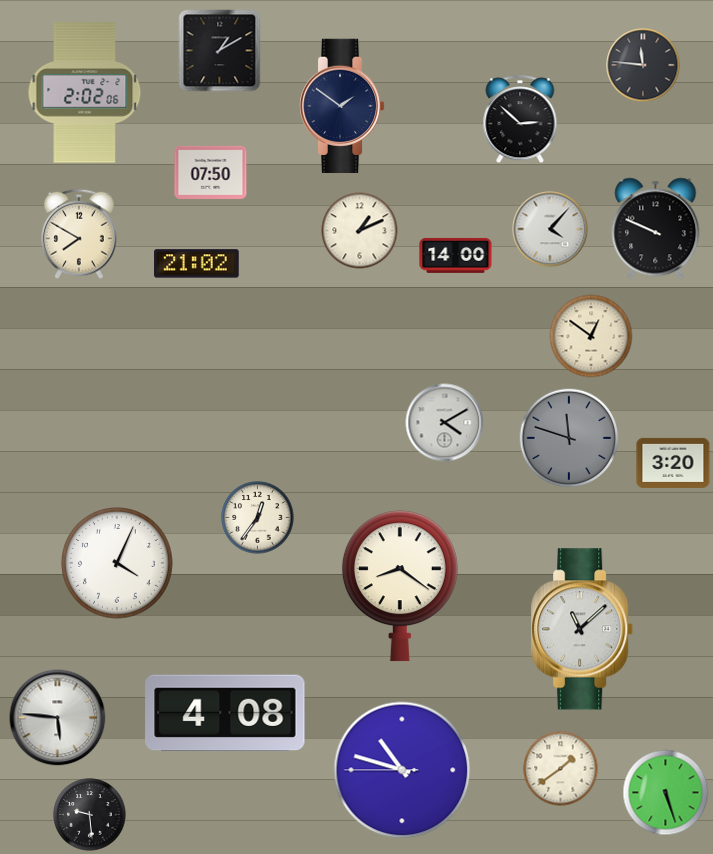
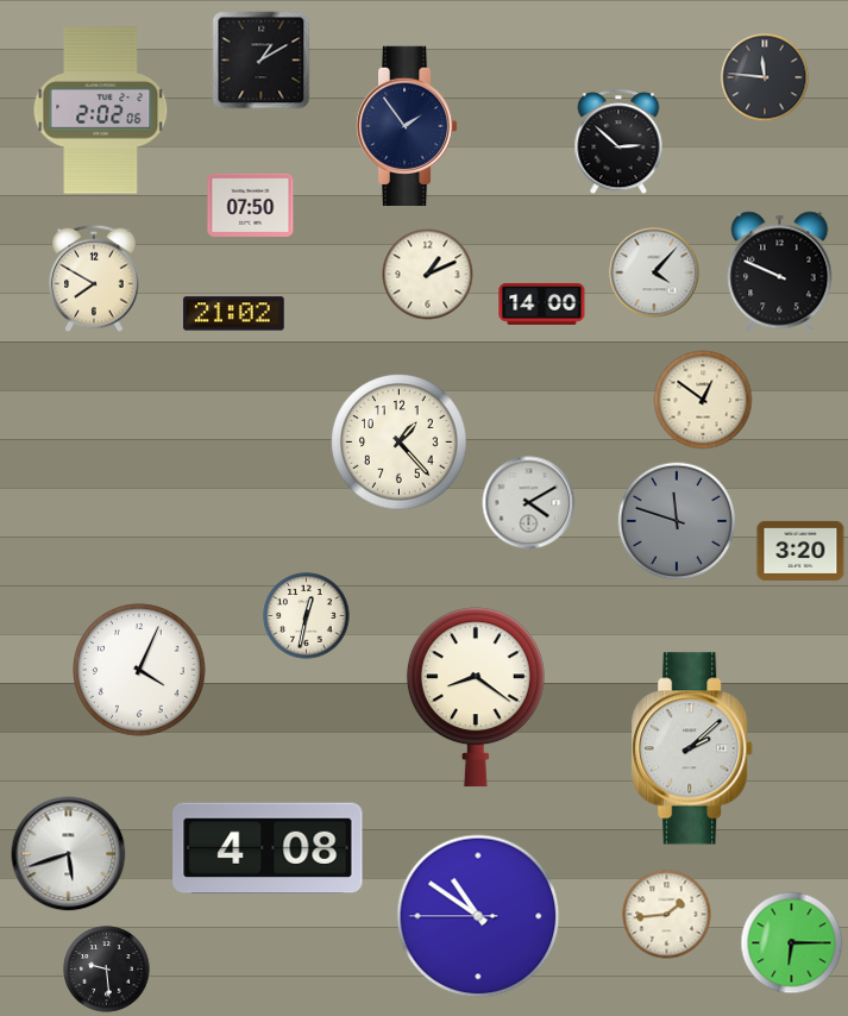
clock at (342, 105): 1:51 -> 1:54
clock at (400, 443): none -> 1:23
clock at (258, 518): 12:36 -> 12:32
clock at (583, 629): 11:08 -> 2:08
clock at (58, 718): 5:46 -> 5:42
clock at (561, 769): 1:39 -> 1:44
clock at (402, 770): 10:47 -> 10:50
clock at (666, 793): 5:27 -> 6:15
